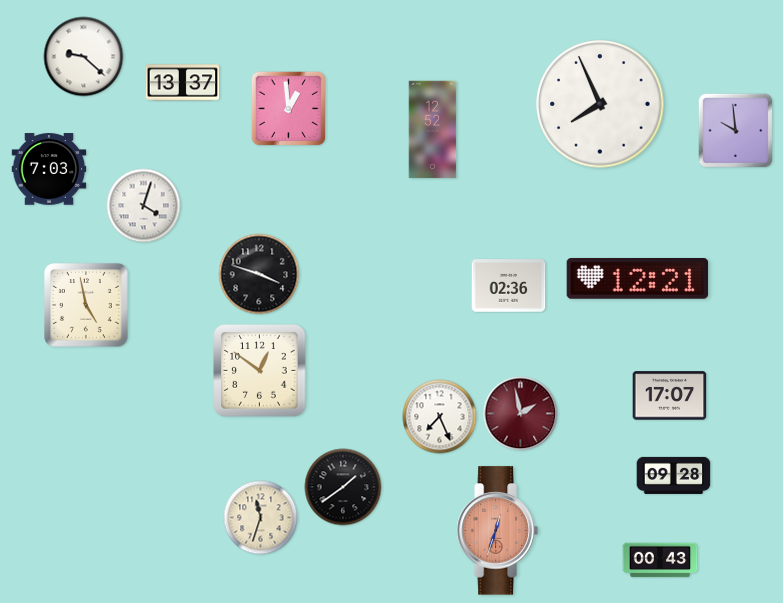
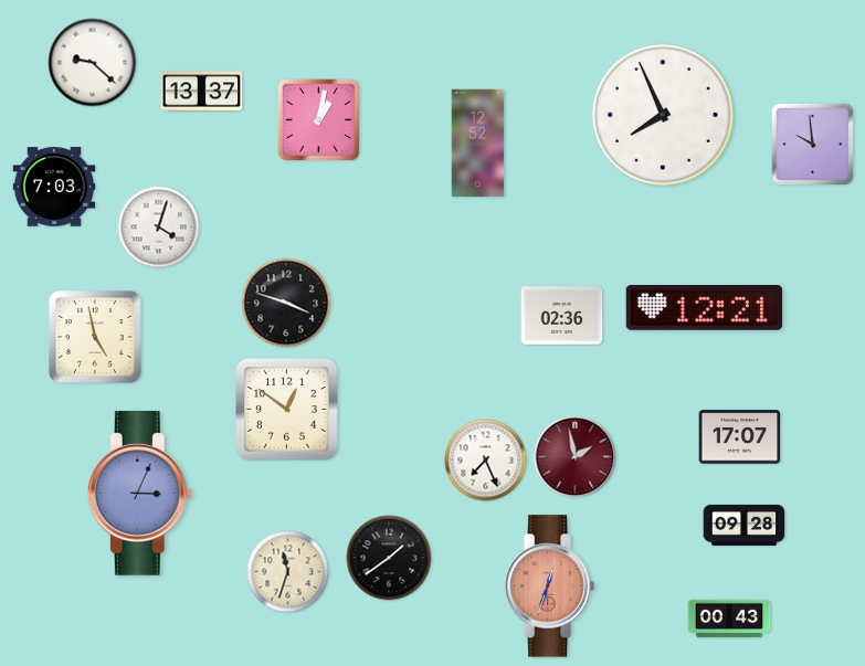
clock at (289, 109): 12:59 -> 1:02
clock at (139, 494): none -> 3:04
clock at (343, 487) position: (343, 487) -> (389, 558)
